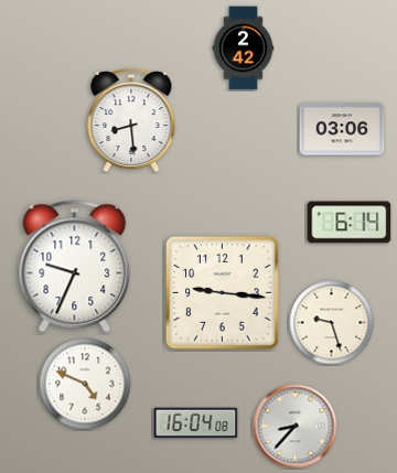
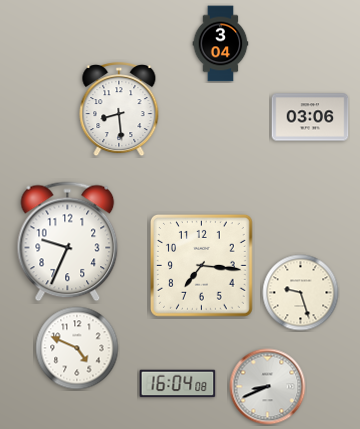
clock at (244, 49): 2:42 -> 3:04
clock at (350, 223): 6:14 -> none
clock at (223, 293): 9:16 -> 7:16
clock at (296, 427): 8:37 -> 8:41
